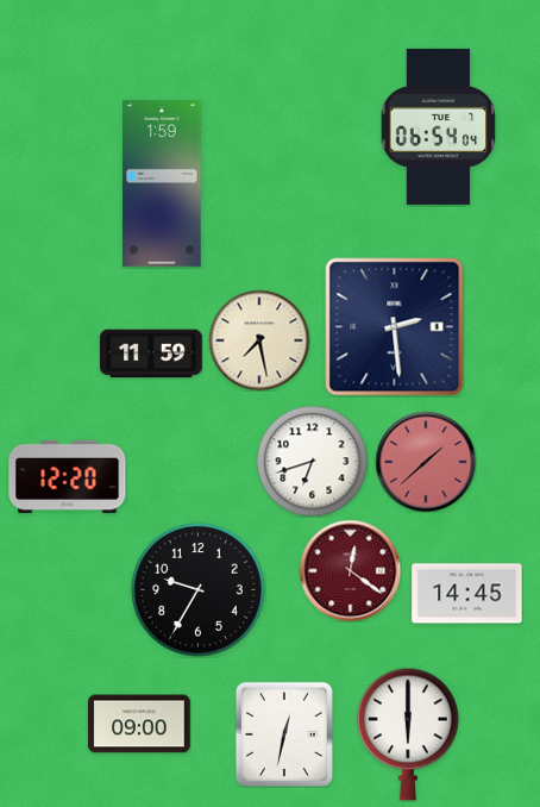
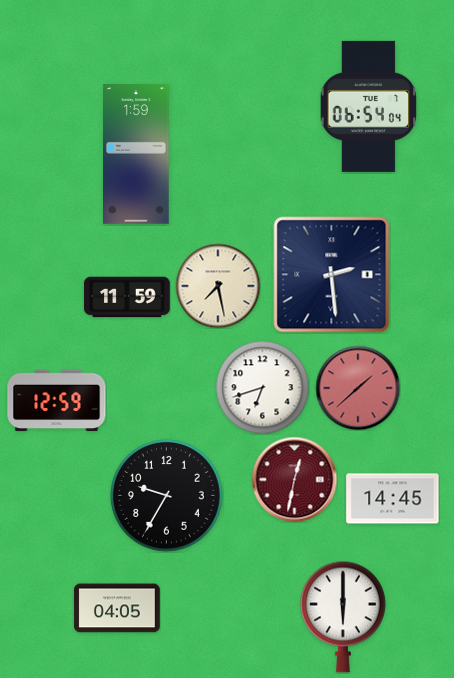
clock at (68, 477): 12:20 -> 12:59
clock at (350, 570): 12:21 -> 12:32
clock at (139, 724): 09:00 -> 04:05
clock at (284, 734): 12:32 -> none
